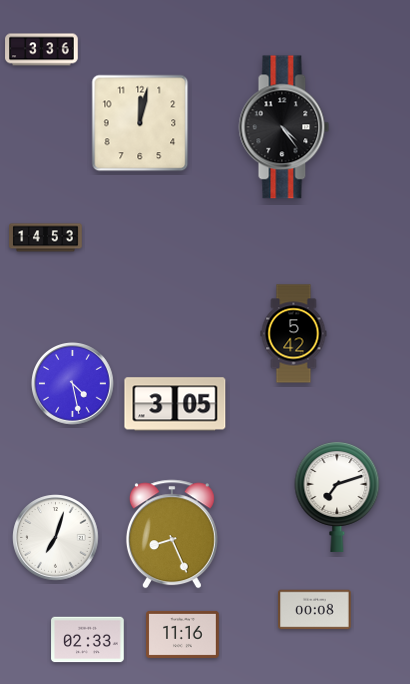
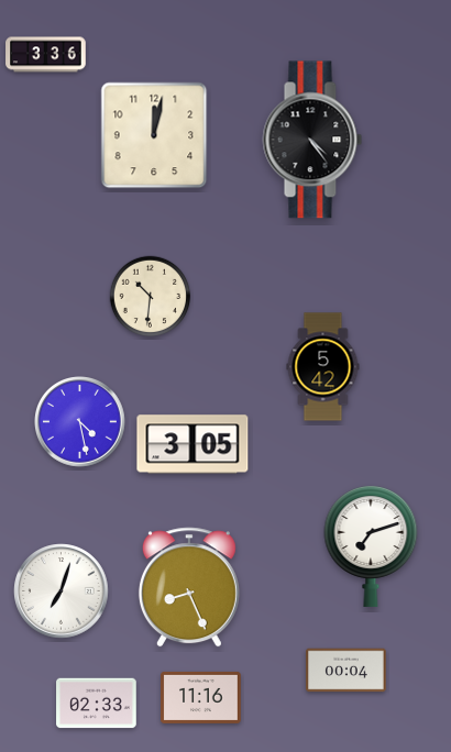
clock at (46, 238): 14:53 -> none
clock at (151, 297): none -> 10:31
clock at (315, 610): 00:08 -> 00:04
